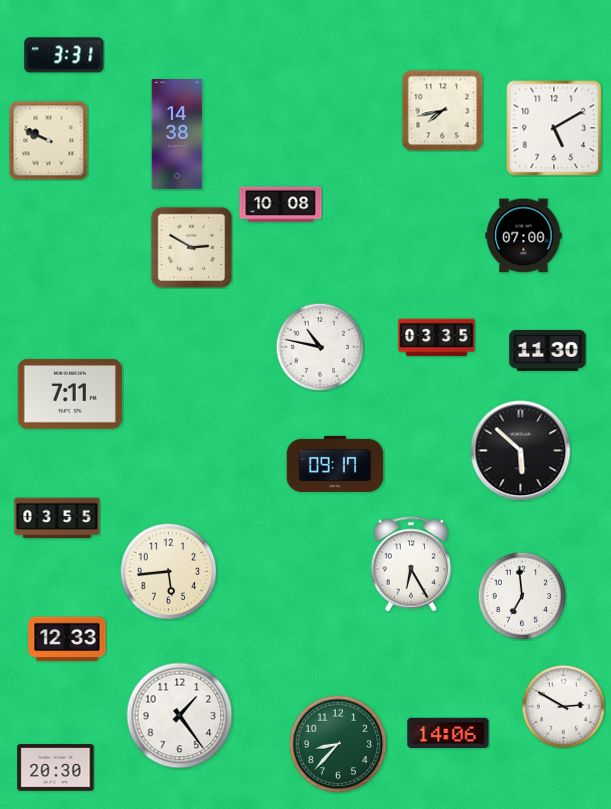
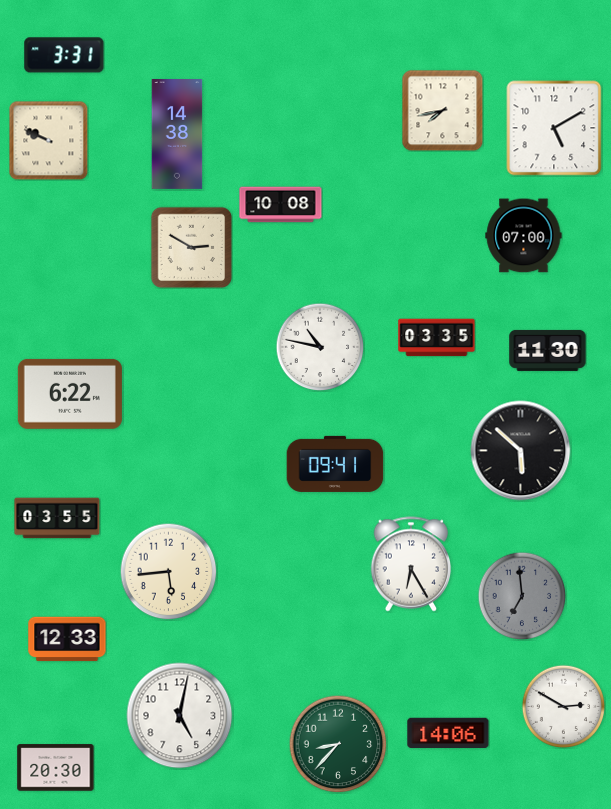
clock at (70, 394): 7:11 -> 6:22
clock at (335, 464): 09:17 -> 09:41
clock at (522, 596) dial: white -> grey
clock at (180, 716): 1:24 -> 5:02
